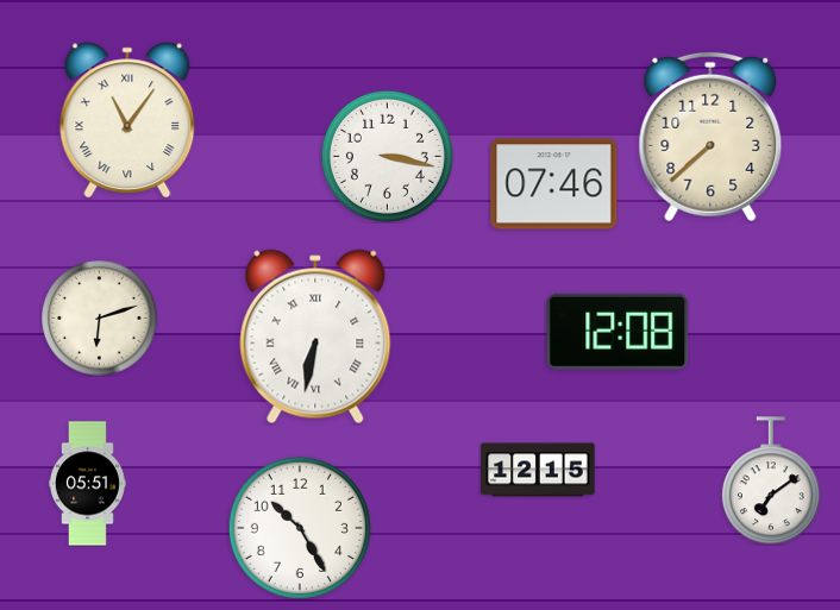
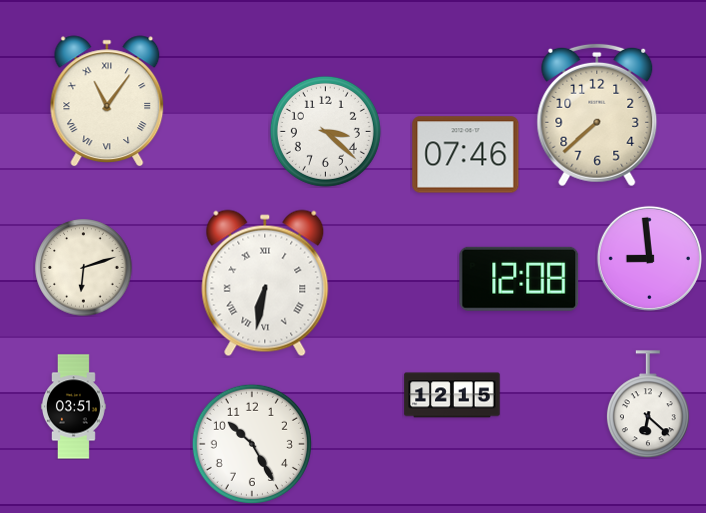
clock at (387, 156): 3:17 -> 3:22
clock at (649, 258): none -> 8:59
clock at (771, 480): 7:09 -> 6:22
clock at (87, 484): 05:51 -> 03:51
